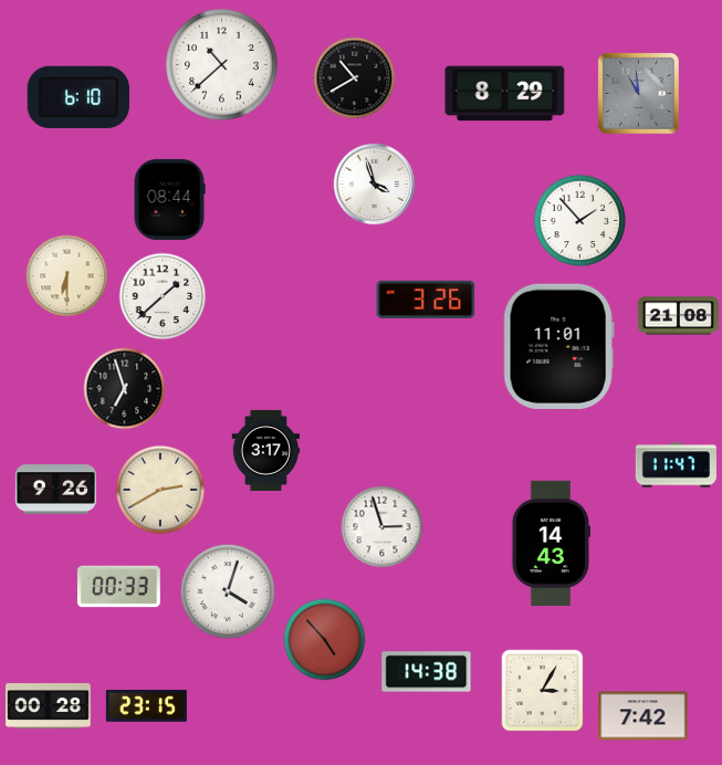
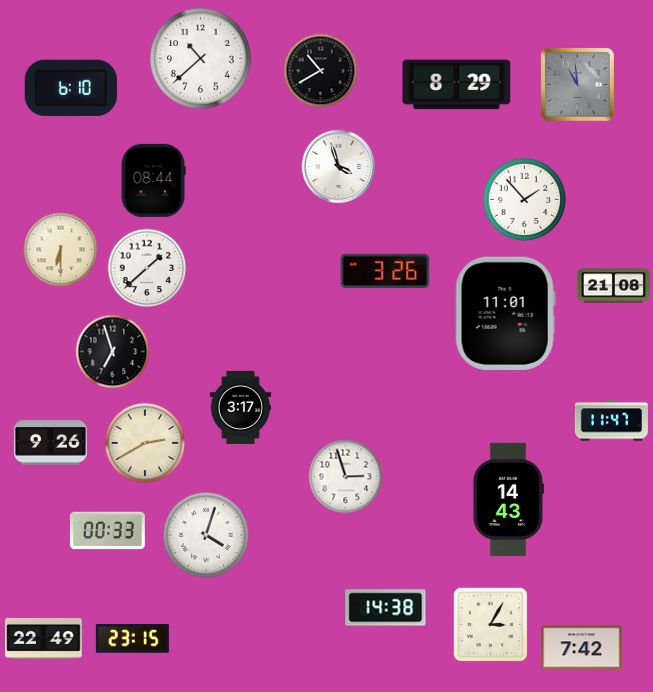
clock at (551, 543) position: (551, 543) -> (508, 499)
clock at (325, 640): 4:53 -> none
clock at (49, 705): 00:28 -> 22:49
